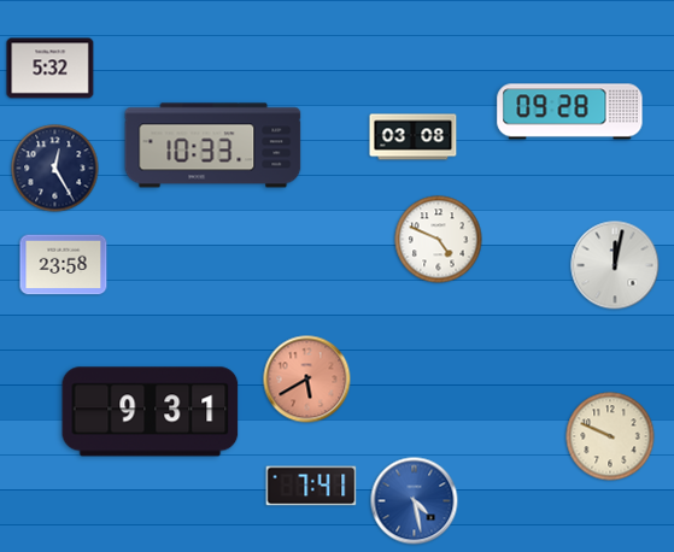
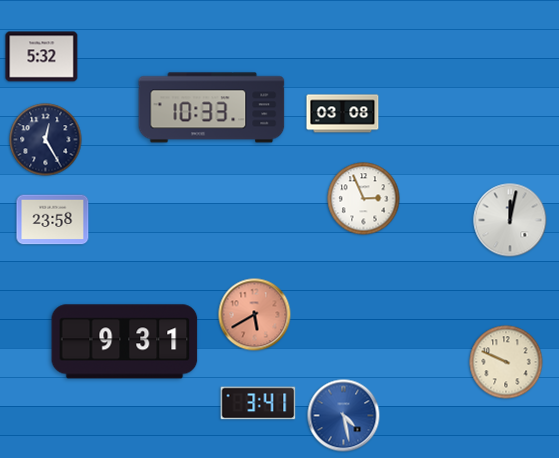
clock at (570, 112): 09:28 -> none
clock at (213, 146) position: (213, 146) -> (212, 108)
clock at (439, 240): 4:49 -> 2:56
clock at (311, 486): 7:41 -> 3:41
